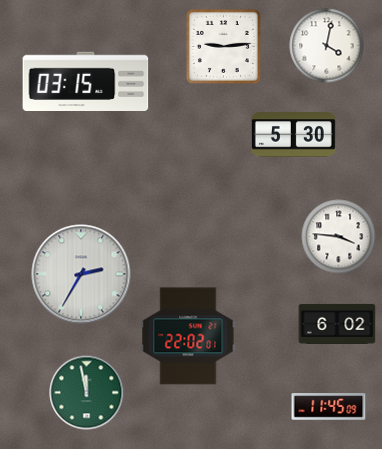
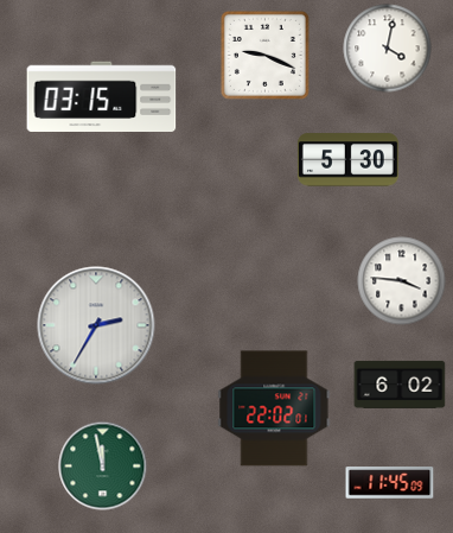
clock at (223, 46): 9:14 -> 9:19
clock at (327, 46) position: (327, 46) -> (388, 49)
clock at (188, 336) position: (188, 336) -> (274, 408)
